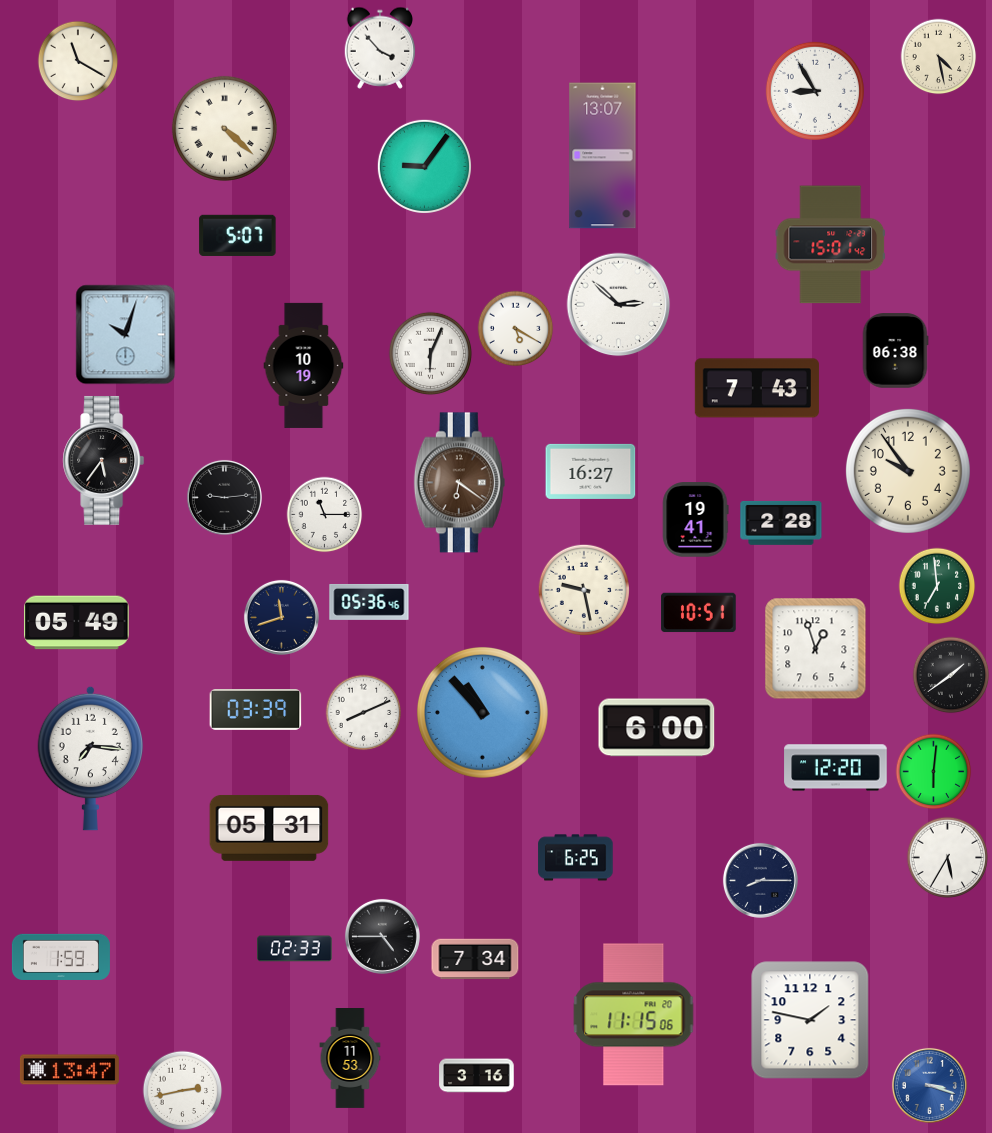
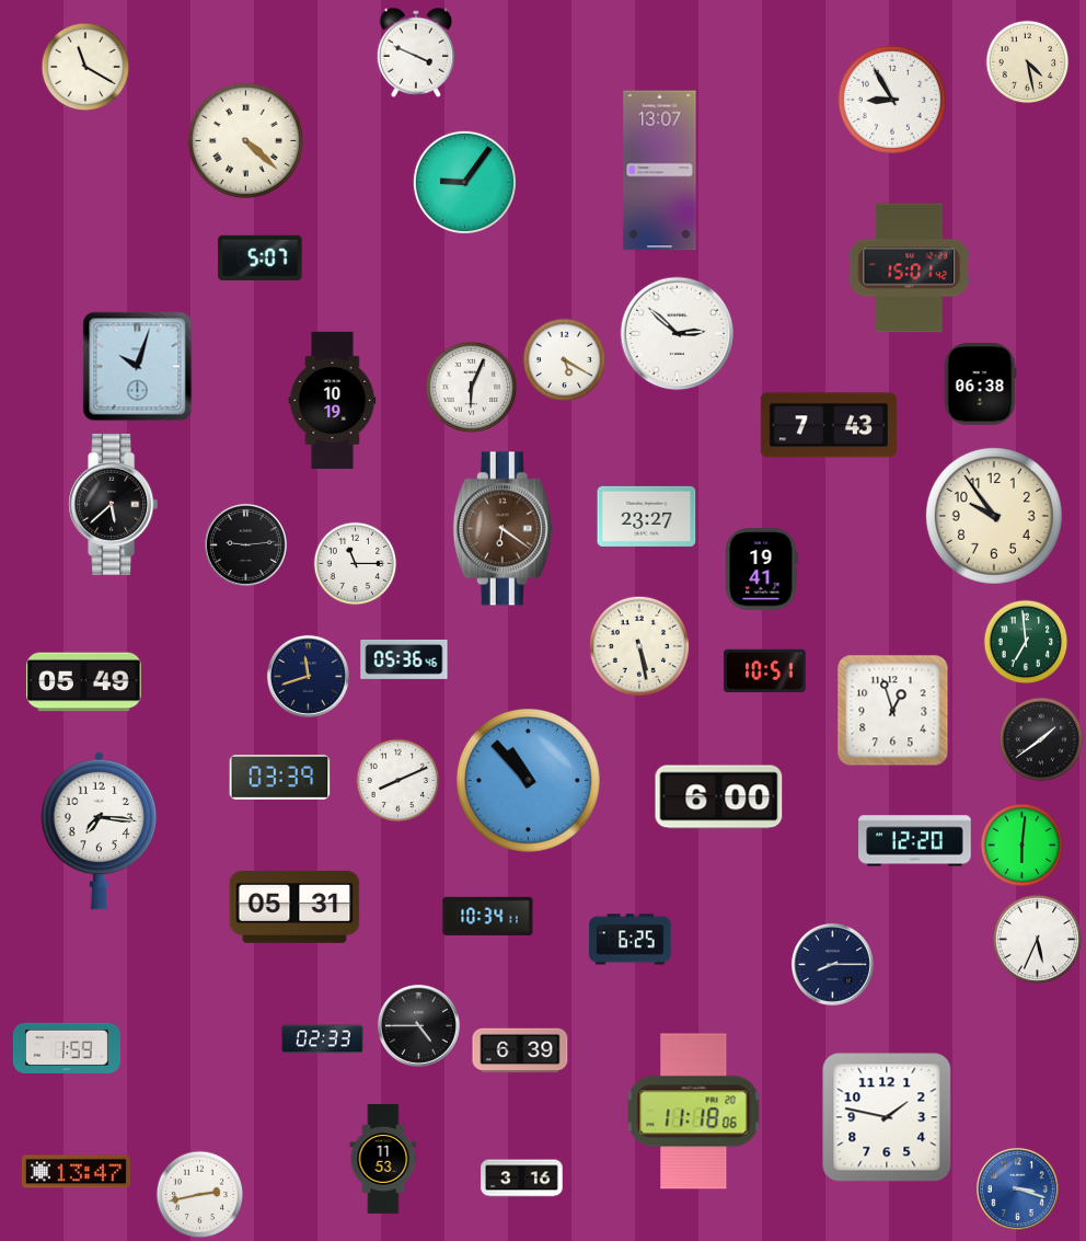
clock at (379, 48): 3:53 -> 3:49
clock at (104, 460): 5:36 -> 5:38
clock at (591, 471): 16:27 -> 23:27
clock at (781, 523): 2:28 -> none
clock at (583, 589): 9:28 -> 5:28
clock at (488, 916): none -> 10:34
clock at (948, 858): 5:35 -> 5:34
clock at (475, 959): 7:34 -> 6:39
clock at (634, 1015): 11:15 -> 11:18
